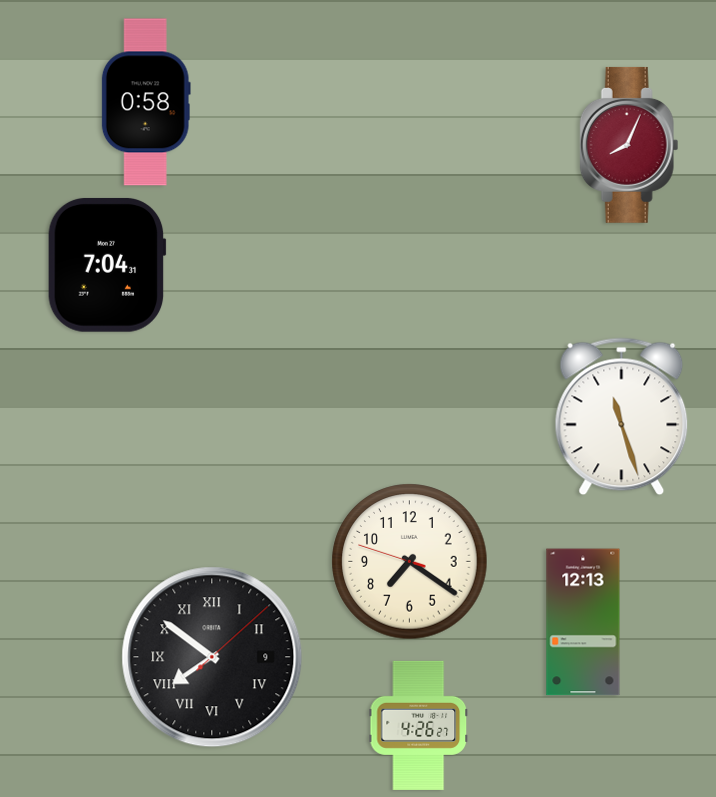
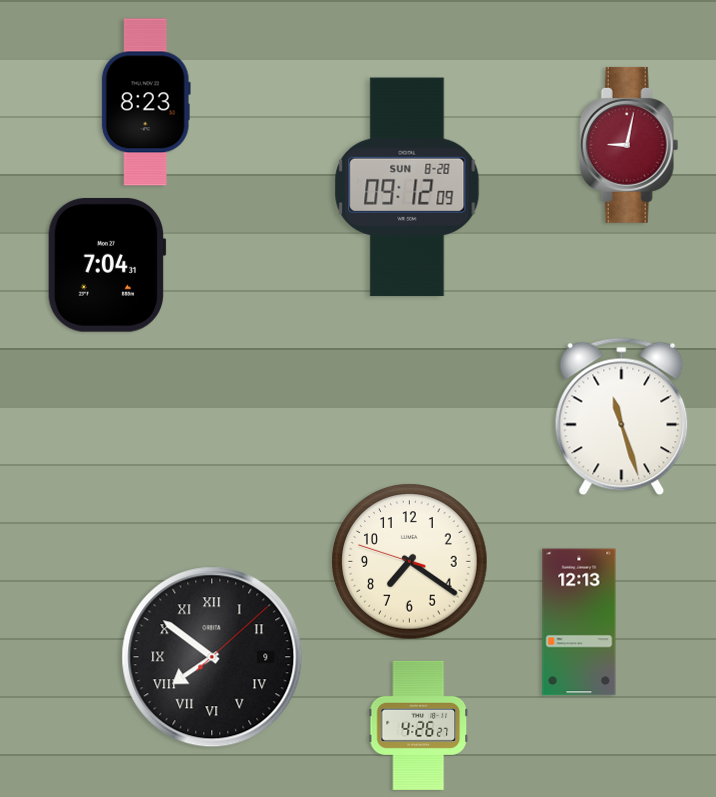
clock at (146, 102): 0:58 -> 8:23
clock at (629, 145): 8:04 -> 9:02
clock at (407, 187): none -> 09:12
clock at (583, 622) position: (583, 622) -> (579, 622)
